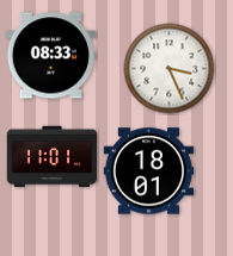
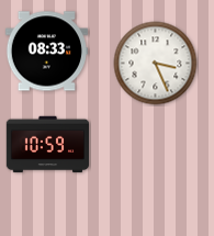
clock at (53, 157): 11:01 -> 10:59
clock at (149, 171): 18:01 -> none
